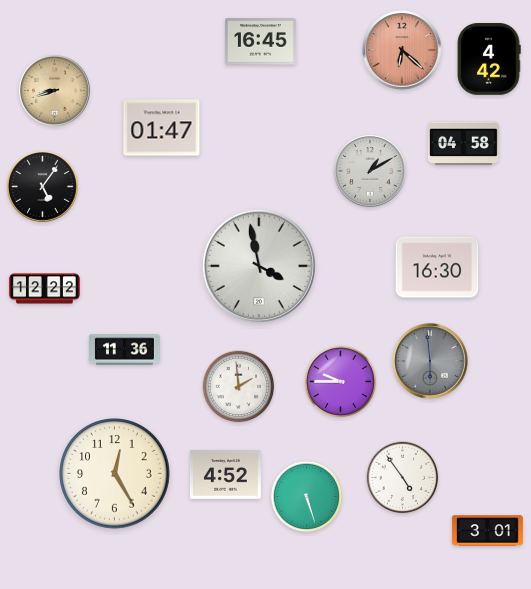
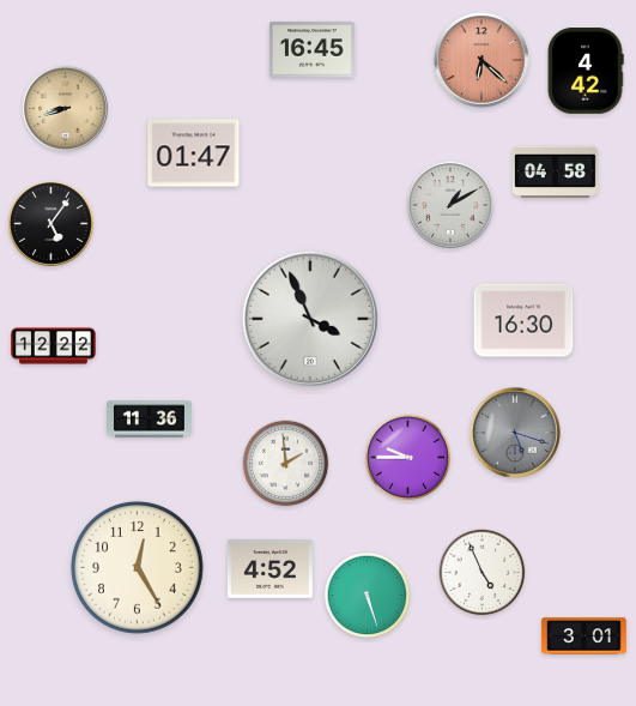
clock at (371, 172) position: (371, 172) -> (452, 206)
clock at (259, 266): 3:58 -> 3:56
clock at (430, 361): 5:59 -> 5:18
clock at (403, 478): 4:54 -> 4:56
